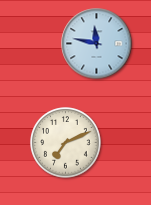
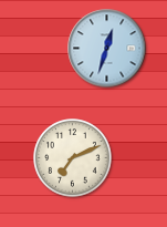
clock at (97, 44): 11:47 -> 12:33
